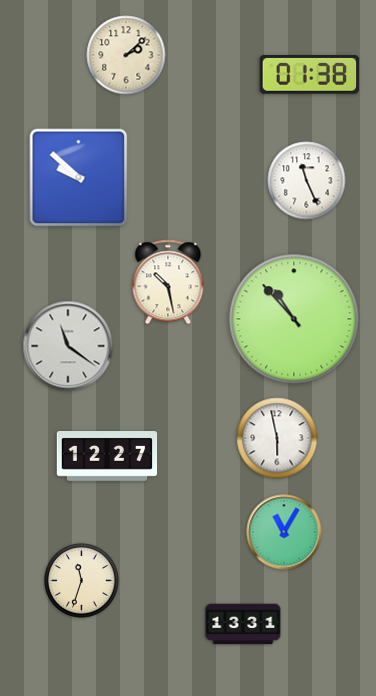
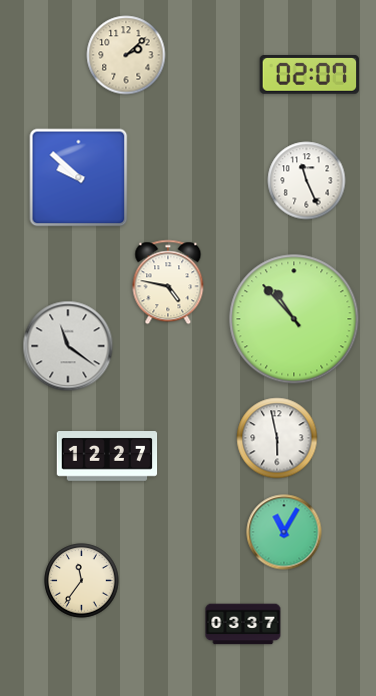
clock at (310, 75): 01:38 -> 02:07
clock at (168, 282): 10:28 -> 4:47
clock at (82, 581): 11:33 -> 11:36
clock at (243, 624): 13:31 -> 03:37
